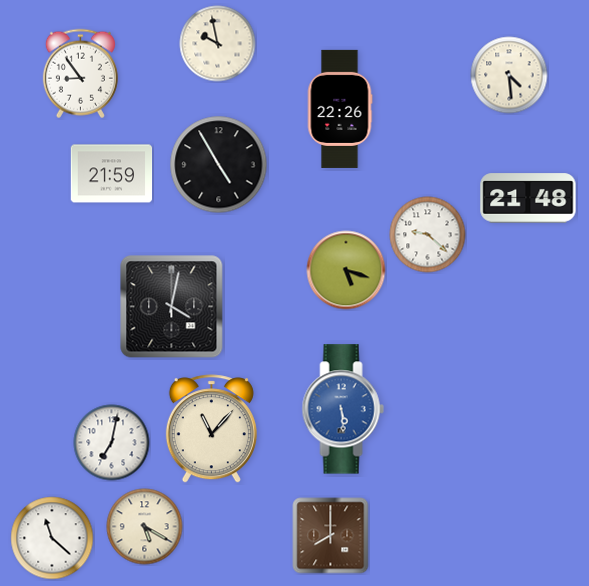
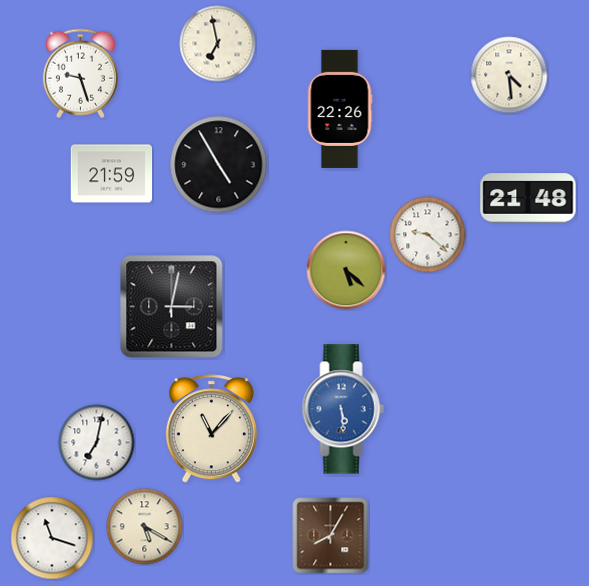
clock at (218, 44): 9:58 -> 6:58
clock at (80, 74): 8:54 -> 9:27
clock at (346, 270): 5:18 -> 5:22
clock at (172, 307): 4:02 -> 3:02
clock at (112, 443) position: (112, 443) -> (97, 443)
clock at (331, 536): 8:00 -> 8:05
clock at (52, 538): 11:22 -> 11:18
